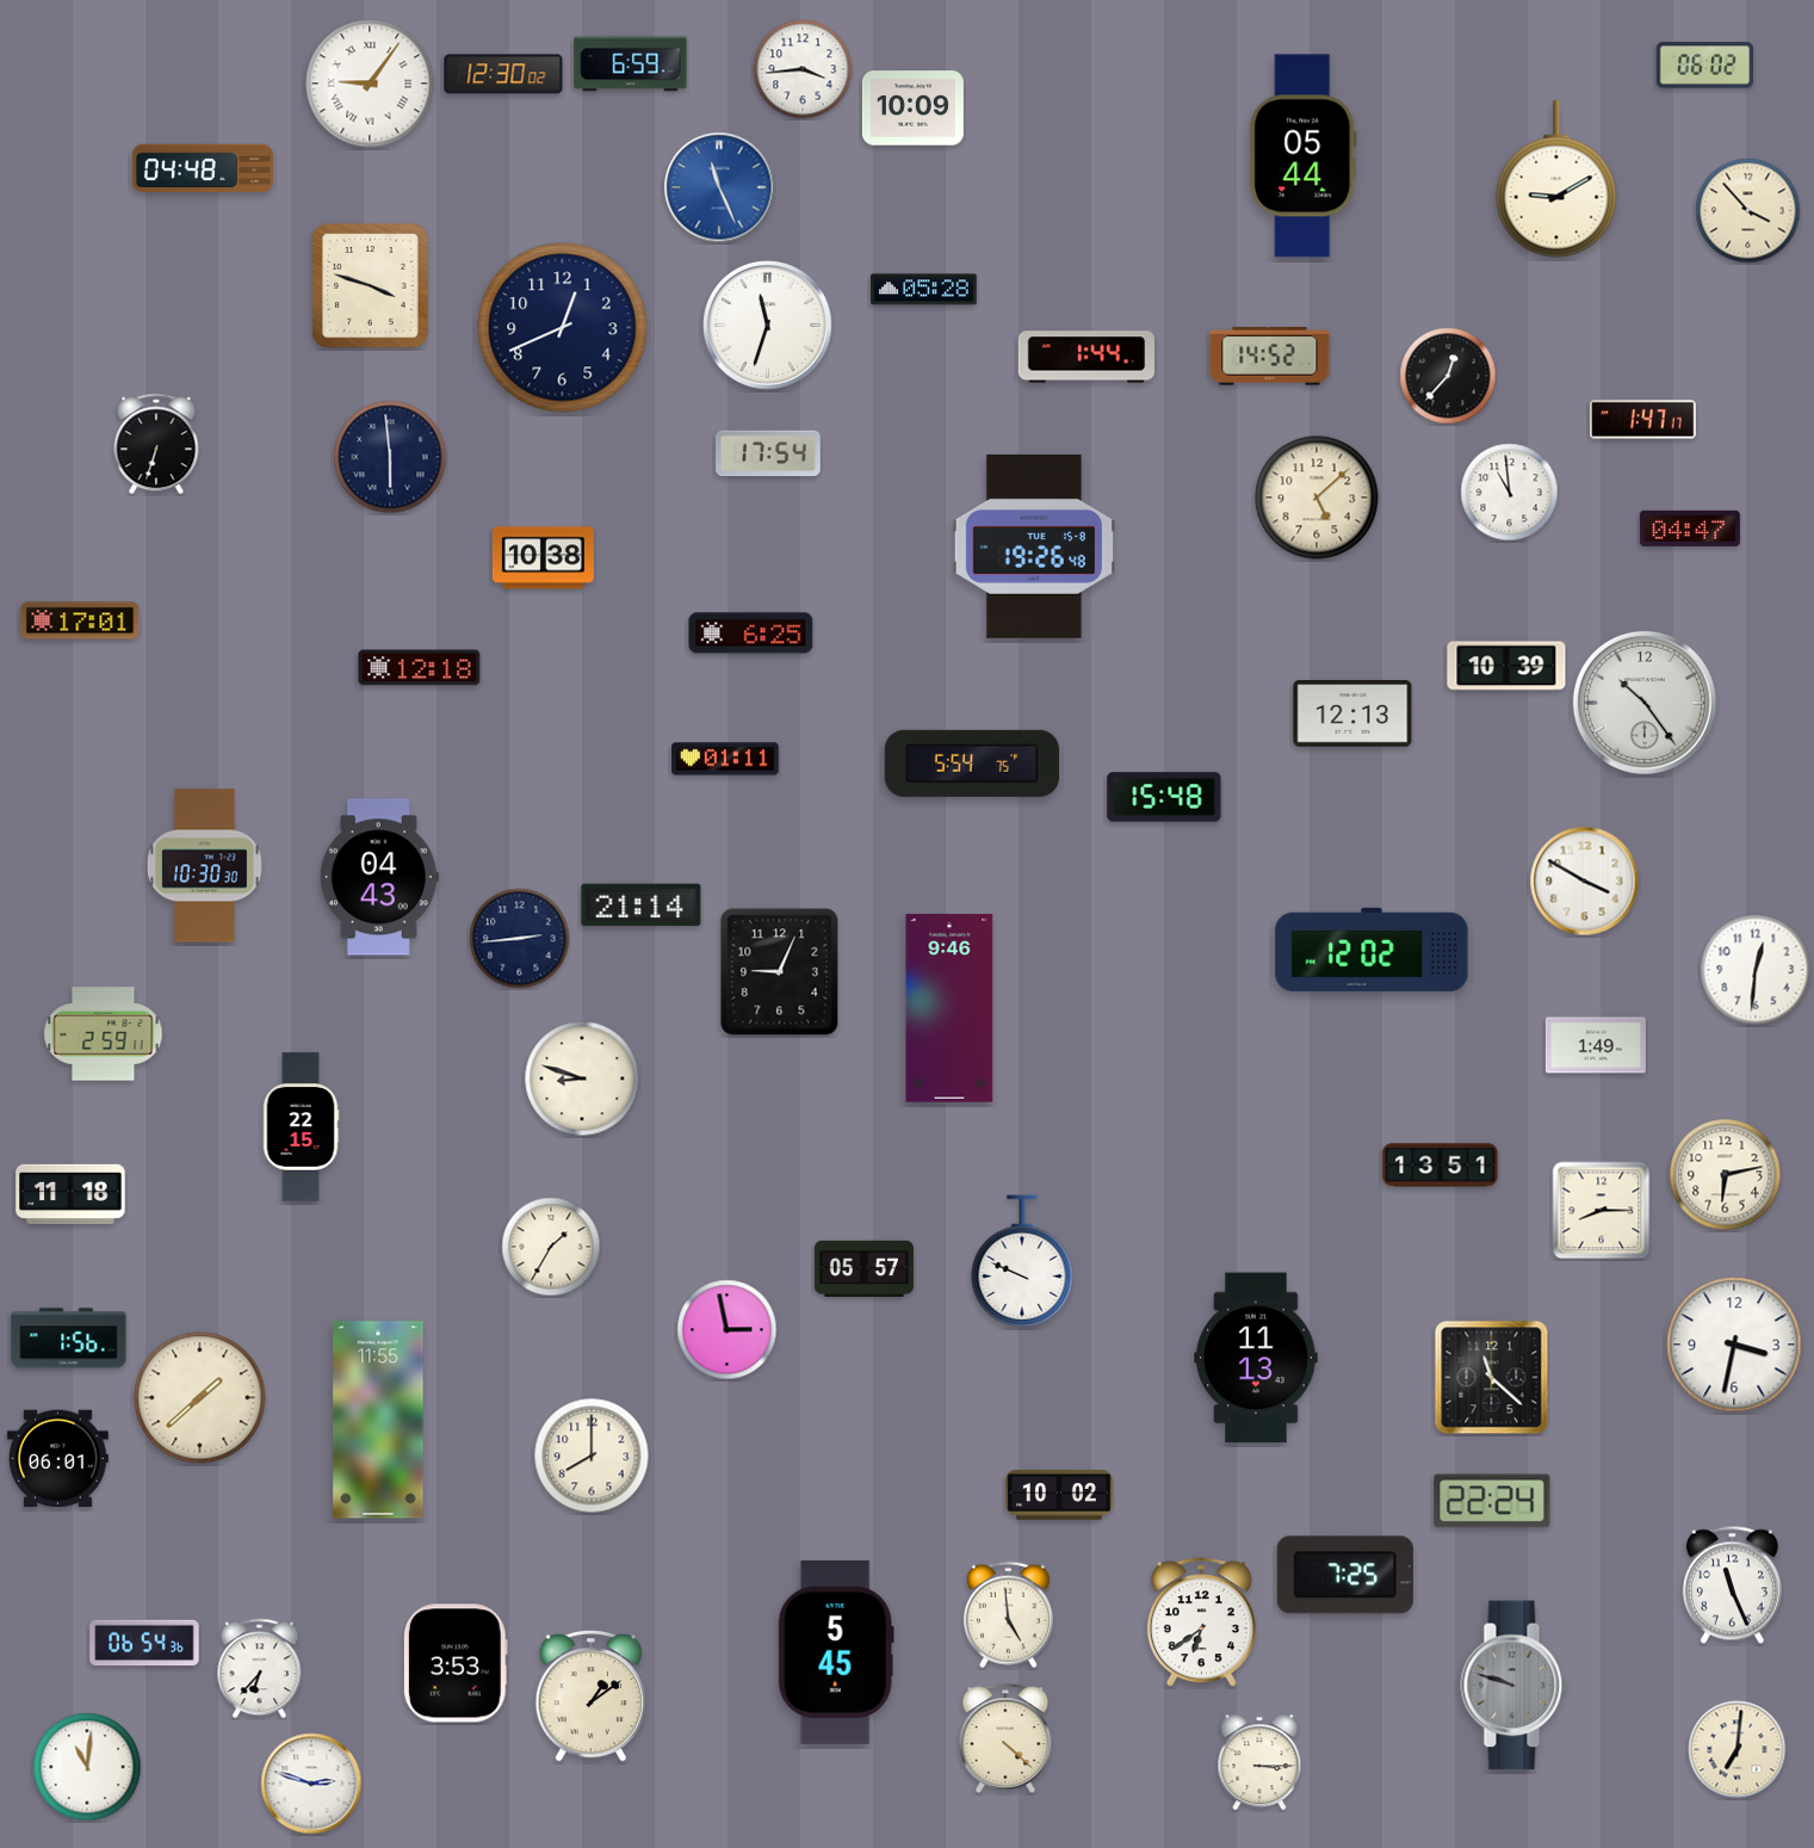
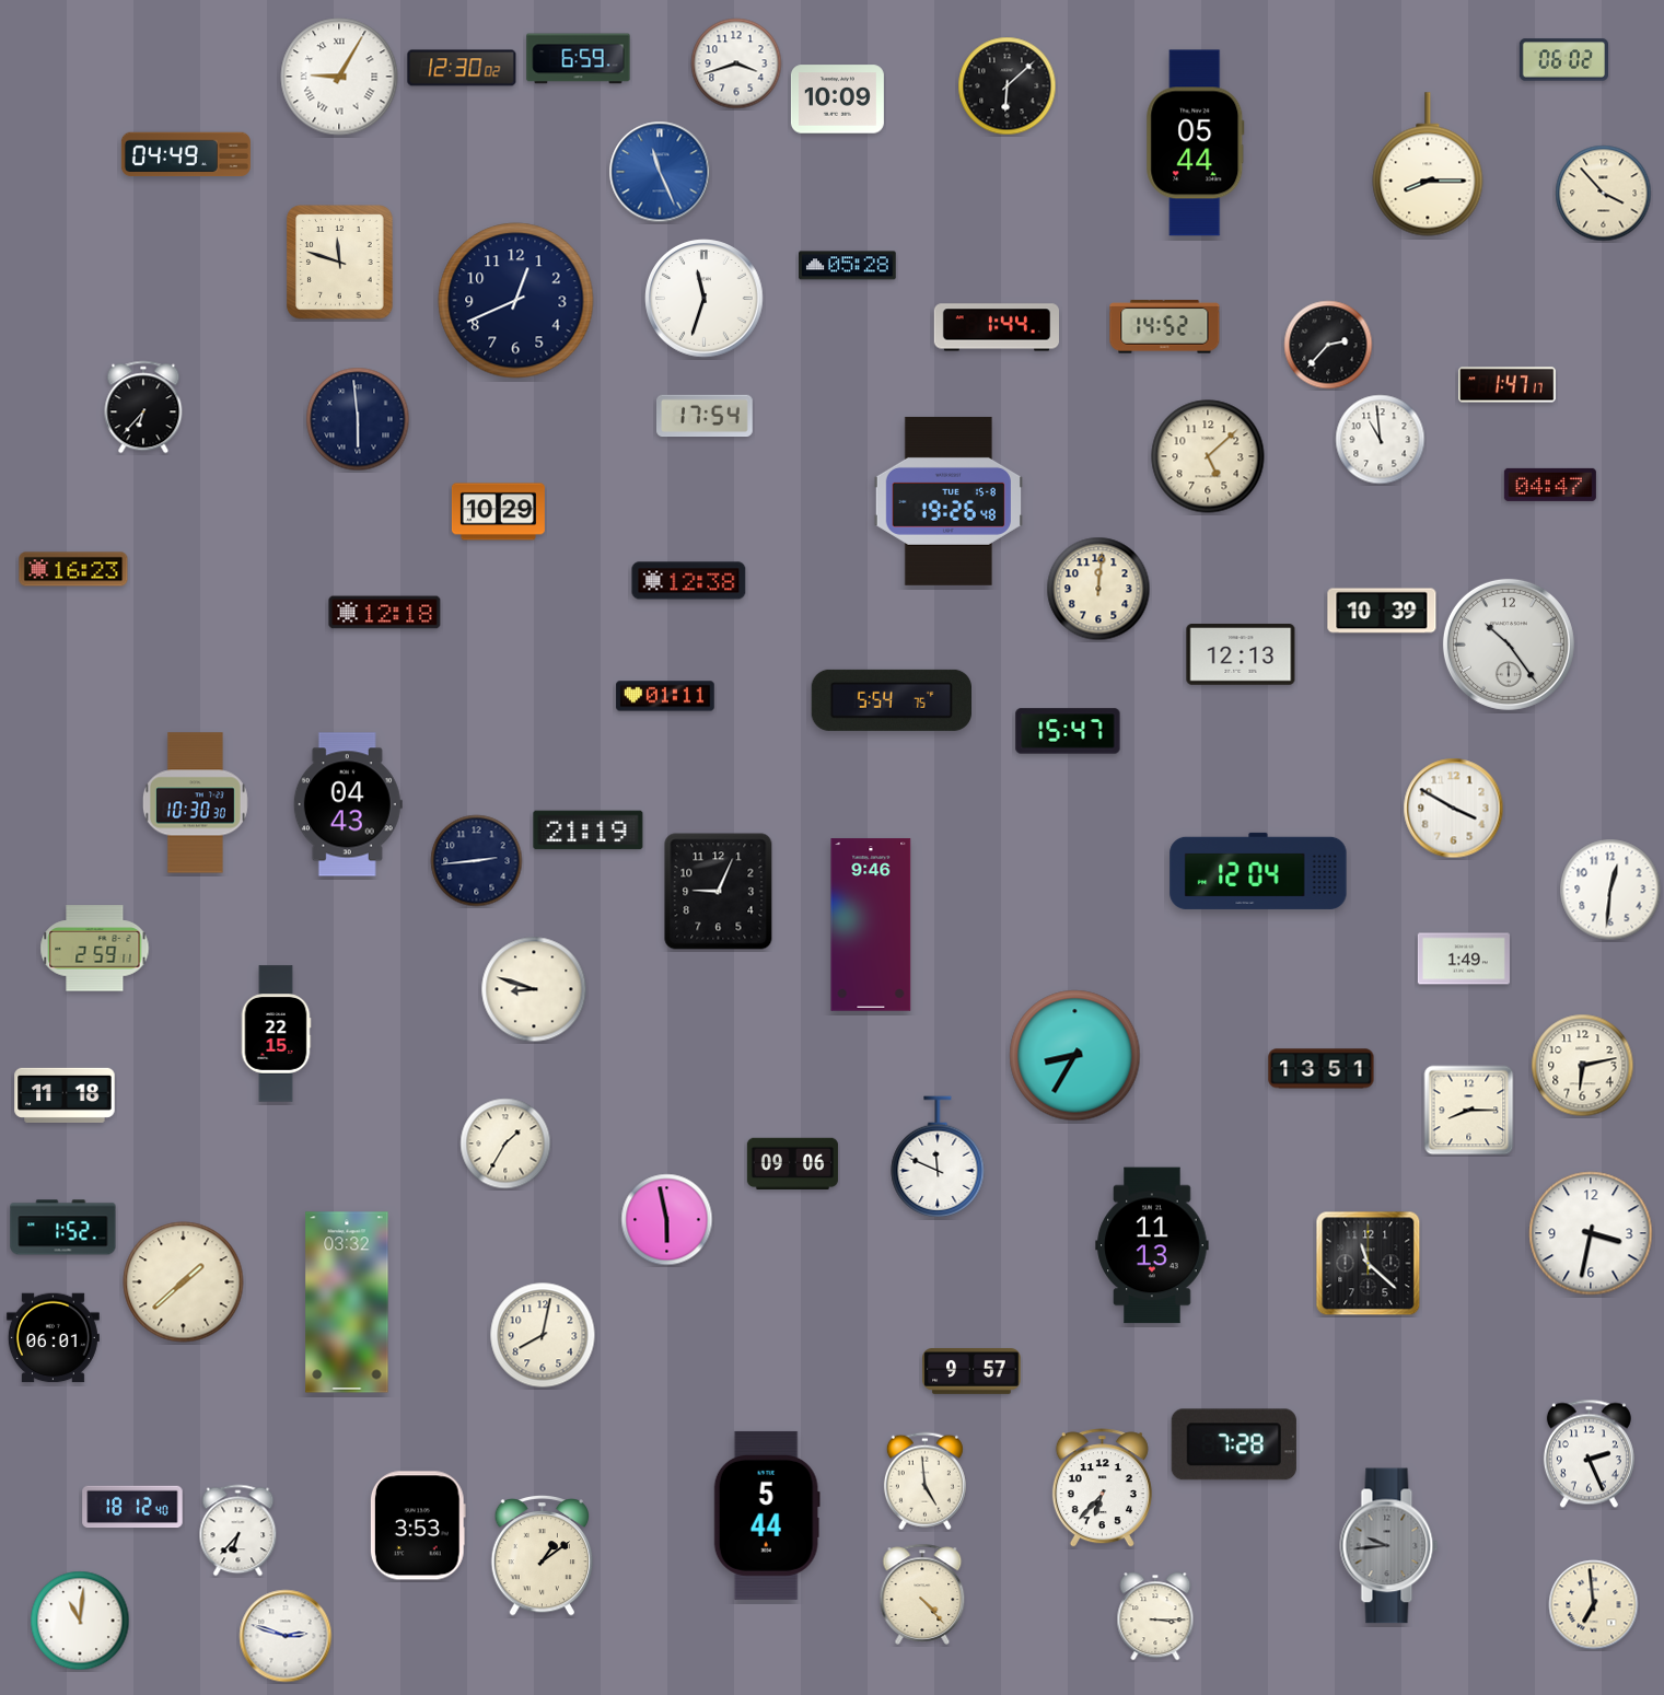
clock at (803, 69): 3:44 -> 3:42
clock at (370, 84): 9:06 -> 9:05
clock at (1008, 86): none -> 6:08
clock at (203, 168): 04:48 -> 04:49
clock at (1556, 179): 9:10 -> 8:15
clock at (371, 286): 3:48 -> 11:48
clock at (1448, 376): 12:37 -> 2:37
clock at (156, 444): 6:33 -> 6:37
clock at (1510, 493) position: (1510, 493) -> (1381, 440)
clock at (543, 558): 10:38 -> 10:29
clock at (80, 620): 17:01 -> 16:23
clock at (751, 633): 6:25 -> 12:38
clock at (1098, 589): none -> 12:01
clock at (1164, 797): 15:48 -> 15:47
clock at (204, 866) position: (204, 866) -> (195, 803)
clock at (642, 906): 21:14 -> 21:19
clock at (1372, 950): 12:02 -> 12:04
clock at (780, 972) position: (780, 972) -> (719, 892)
clock at (1075, 1056): none -> 8:35
clock at (1726, 1175) position: (1726, 1175) -> (1583, 1066)
clock at (1022, 1261): 9:49 -> 11:49
clock at (863, 1269): 05:57 -> 09:06
clock at (728, 1330): 2:58 -> 5:58
clock at (69, 1339): 1:56 -> 1:52
clock at (378, 1420): 11:55 -> 03:32
clock at (592, 1455): 8:00 -> 8:02
clock at (1059, 1496): 10:02 -> 9:57
clock at (1492, 1501): 22:24 -> none
clock at (1345, 1575): 7:25 -> 7:28
clock at (1732, 1586): 11:26 -> 2:26
clock at (1201, 1623): 6:39 -> 6:37
clock at (144, 1643): 06:54 -> 18:12
clock at (836, 1652): 5:45 -> 5:44
clock at (1515, 1686): 9:48 -> 9:44
clock at (1005, 1738): 4:22 -> 4:23
clock at (1738, 1750): 7:01 -> 6:59
